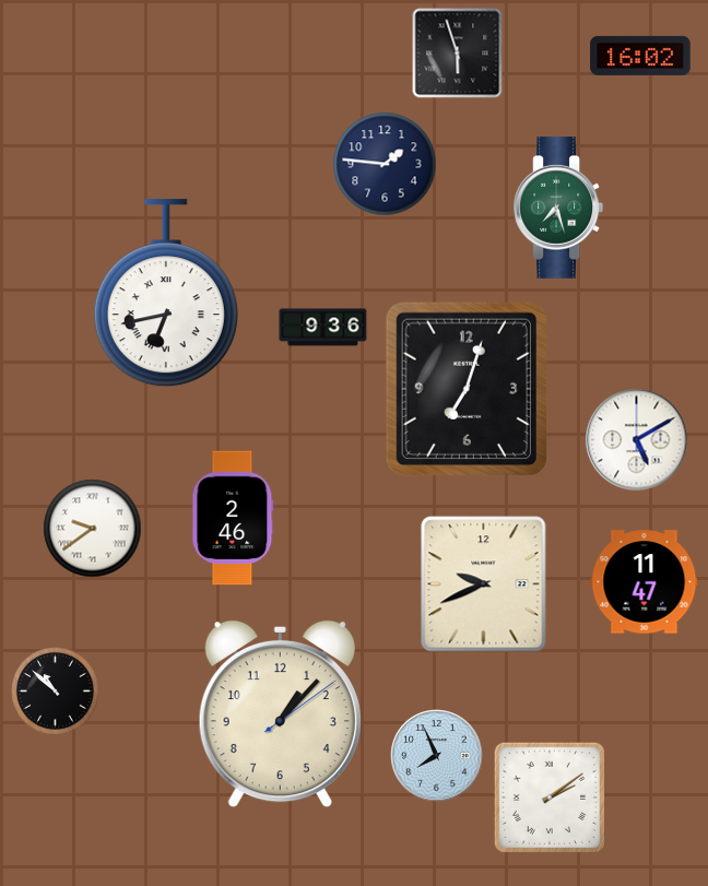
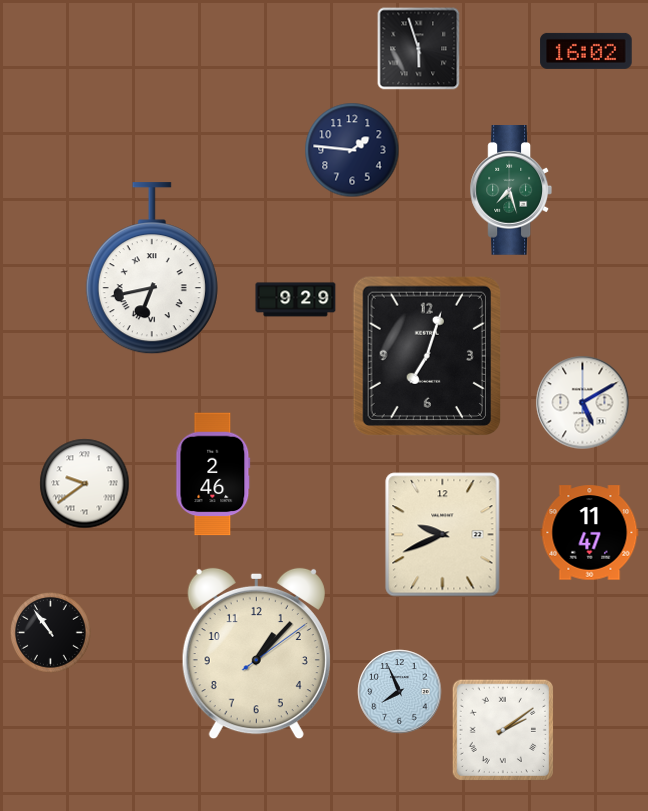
clock at (323, 328): 9:36 -> 9:29
clock at (56, 692): 10:52 -> 10:54
